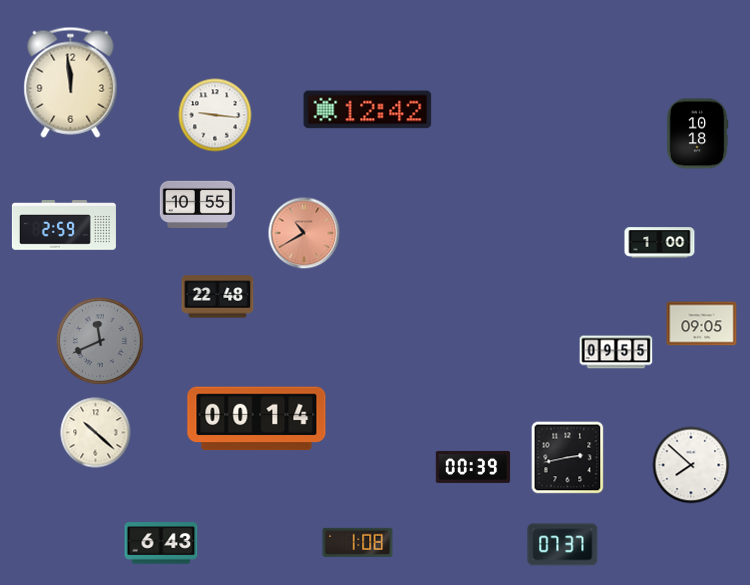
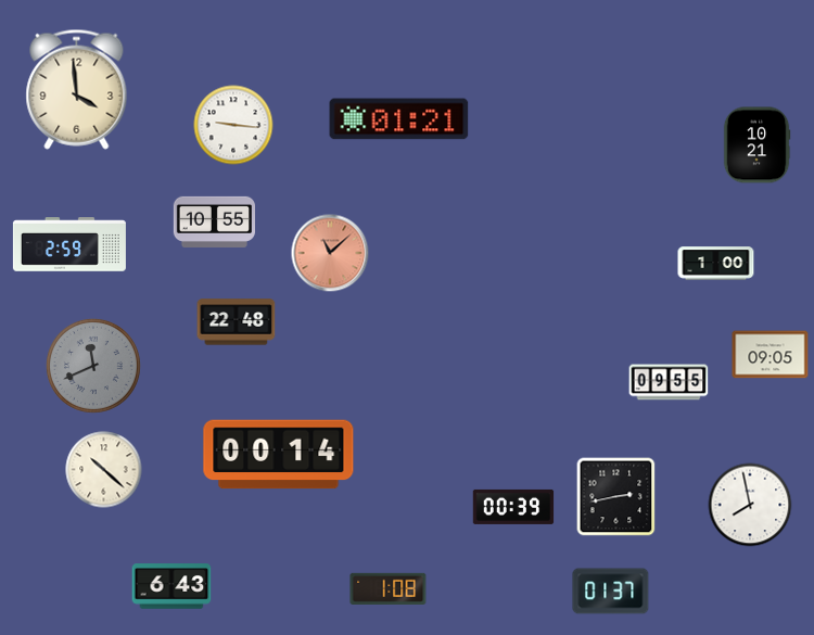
clock at (71, 82): 11:59 -> 3:59
clock at (368, 110): 12:42 -> 01:21
clock at (697, 134): 10:18 -> 10:21
clock at (304, 233): 10:40 -> 11:08
clock at (702, 324) position: (702, 324) -> (771, 355)
clock at (100, 341) position: (100, 341) -> (93, 366)
clock at (691, 465): 7:52 -> 7:58
clock at (161, 543) position: (161, 543) -> (171, 586)
clock at (563, 545): 07:37 -> 01:37
